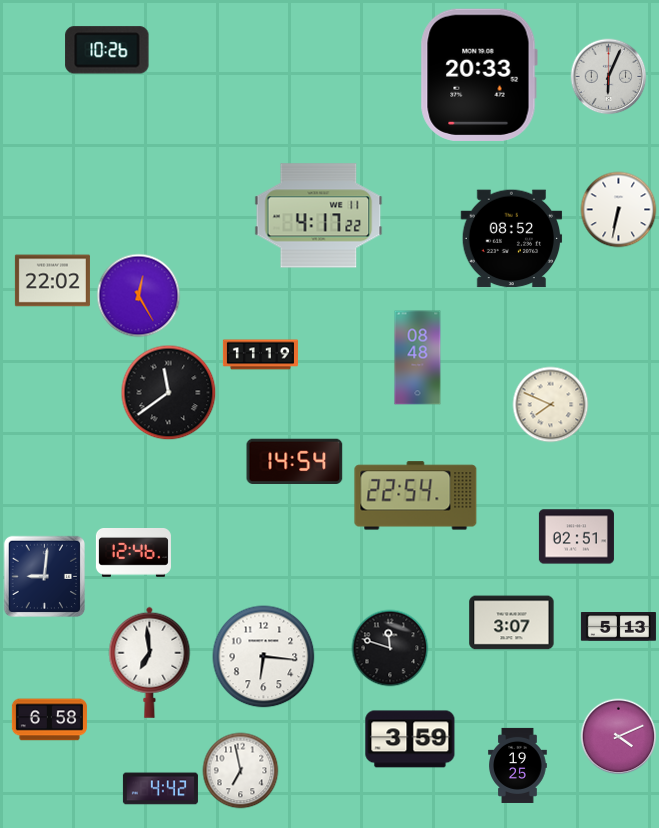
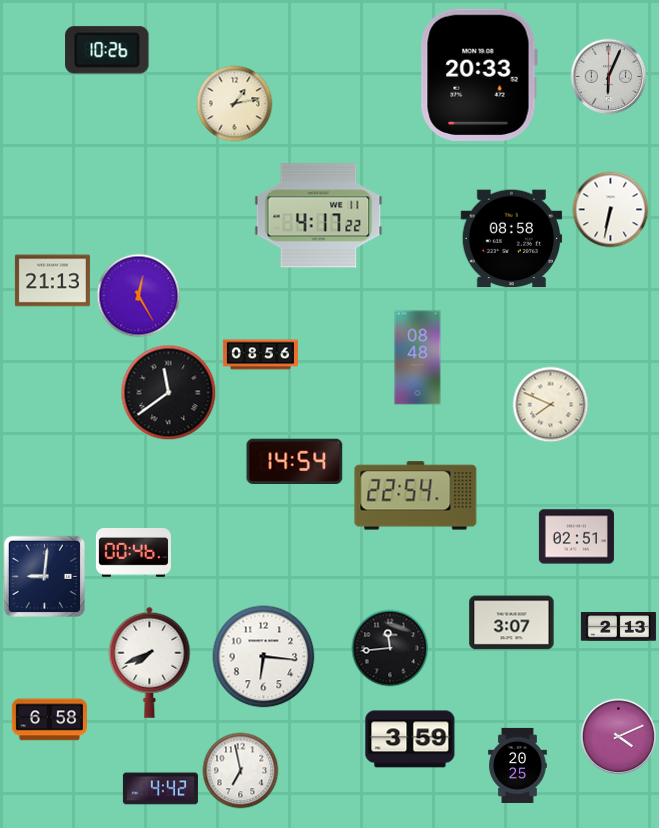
clock at (235, 104): none -> 1:13
clock at (619, 210) position: (619, 210) -> (611, 210)
clock at (512, 239): 08:52 -> 08:58
clock at (52, 281): 22:02 -> 21:13
clock at (260, 355): 11:19 -> 08:56
clock at (133, 553): 12:46 -> 00:46
clock at (618, 627): 5:13 -> 2:13
clock at (390, 648): 11:48 -> 11:44
clock at (150, 662): 6:59 -> 7:41
clock at (518, 765): 19:25 -> 20:25
